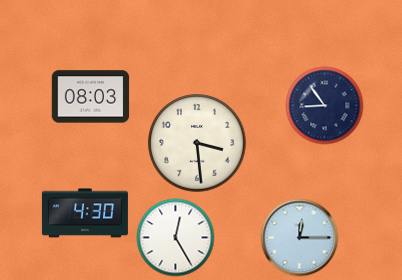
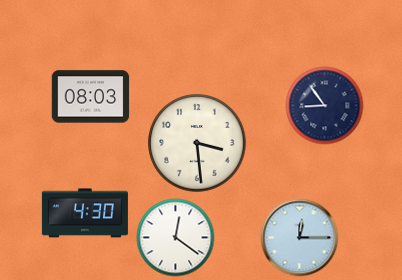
clock at (175, 237): 12:25 -> 12:21
